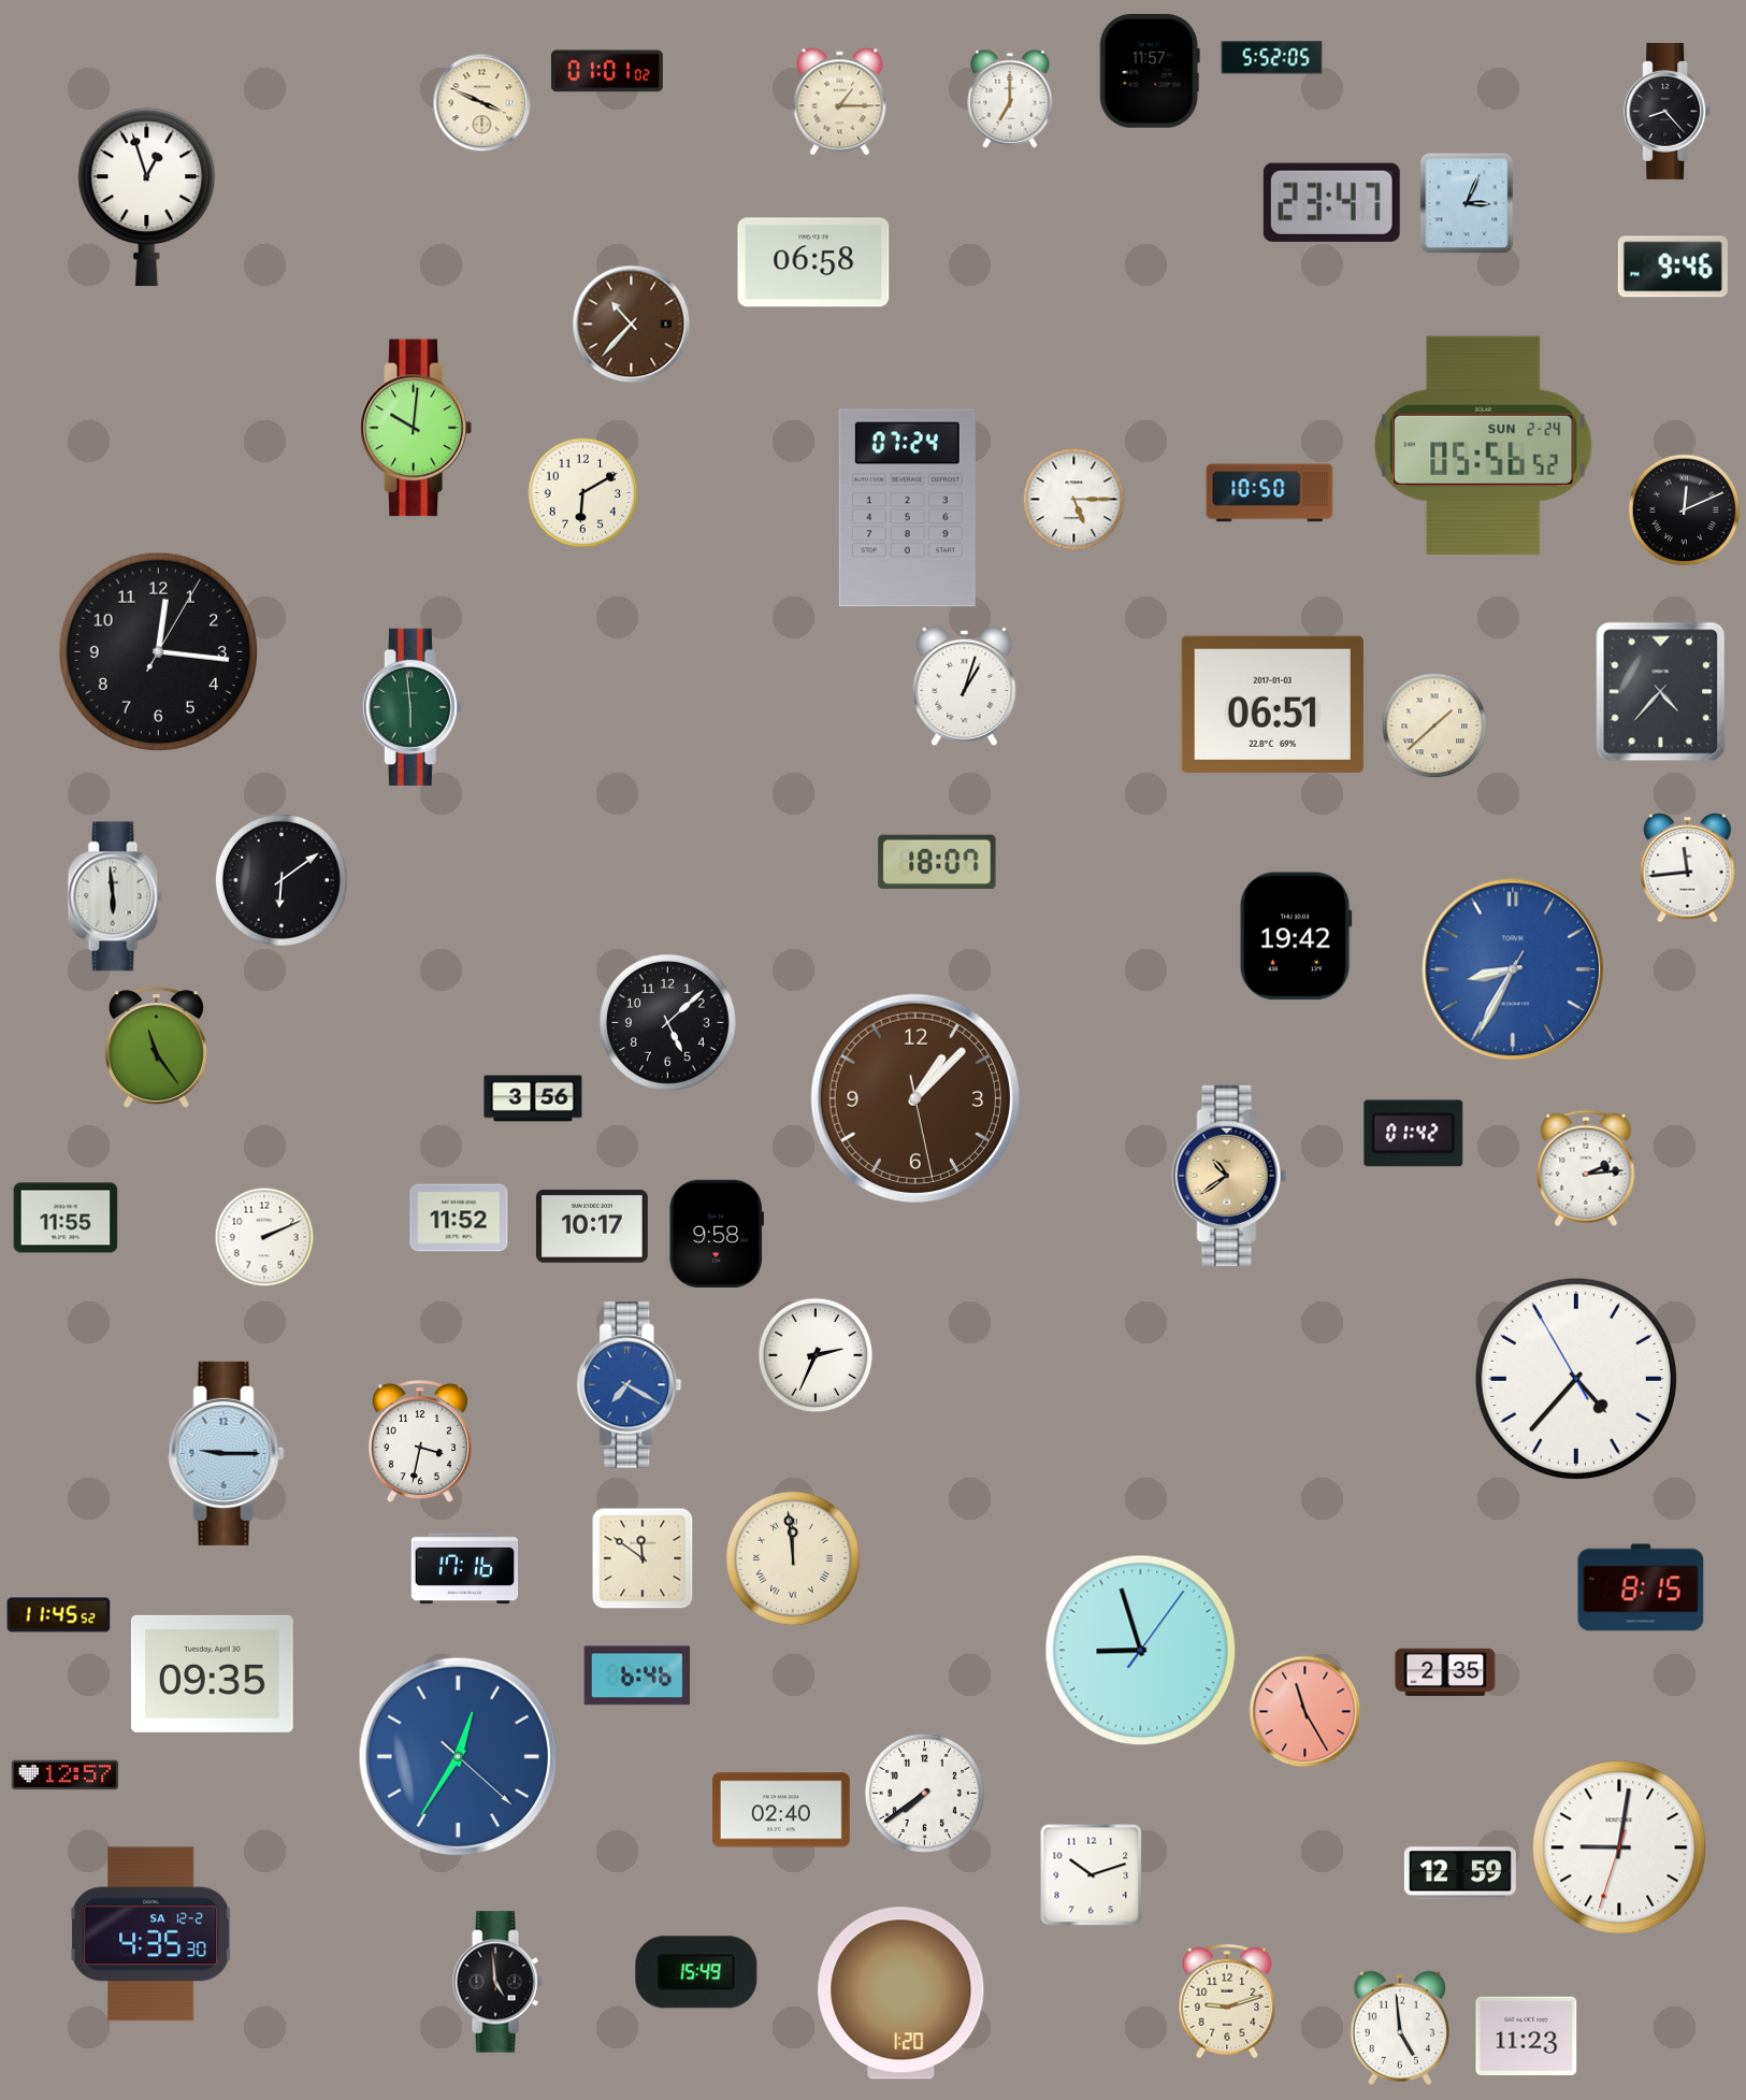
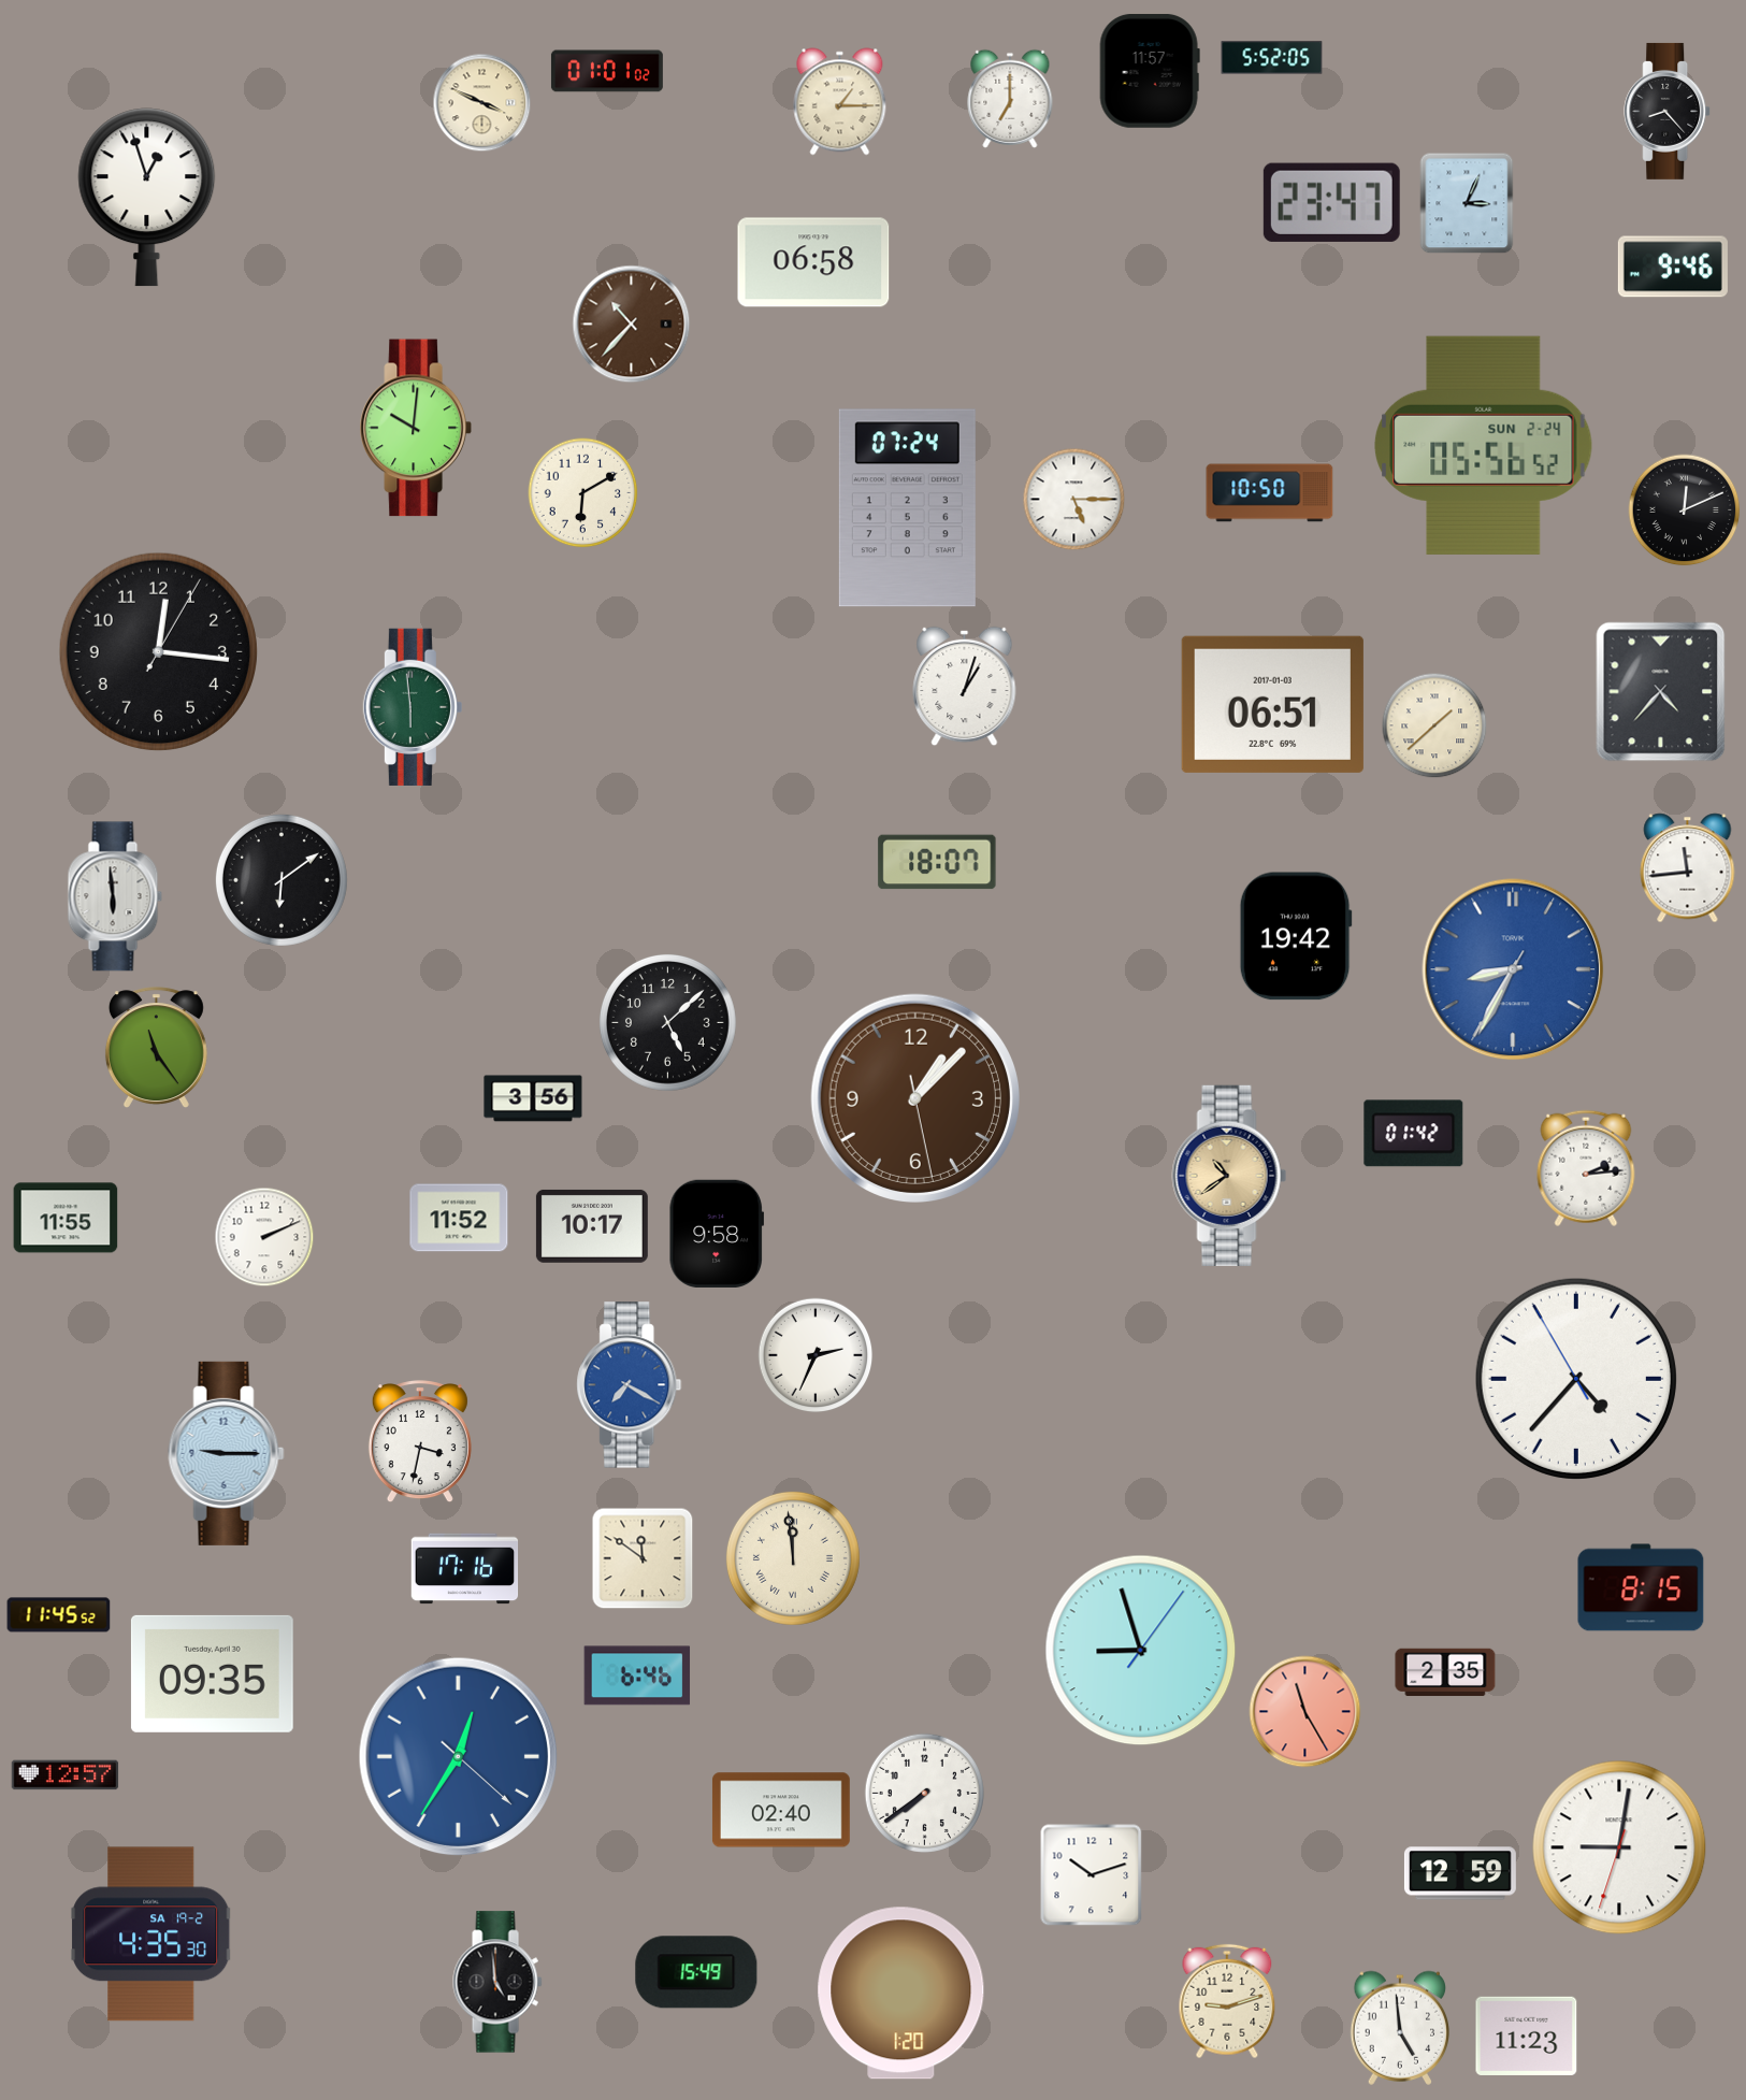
clock at (151, 1934) date: SA 12-2 -> SA 19-2
